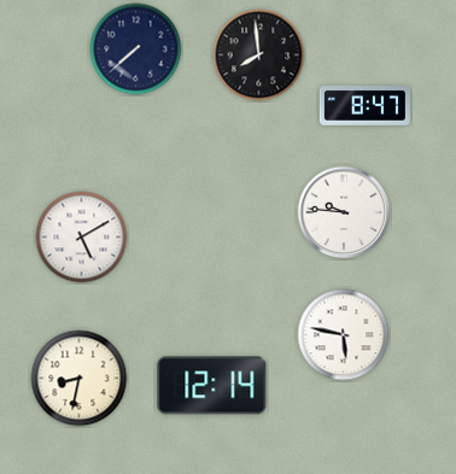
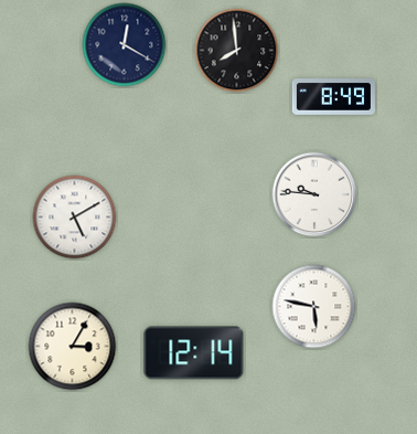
clock at (136, 49): 7:38 -> 12:20
clock at (364, 106): 8:47 -> 8:49
clock at (80, 379): 8:32 -> 3:05
